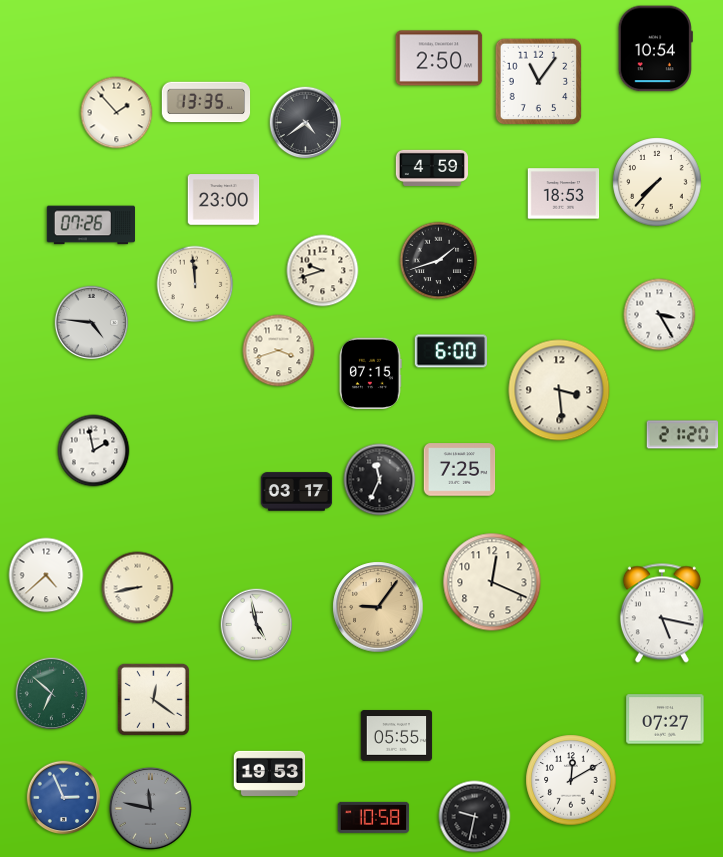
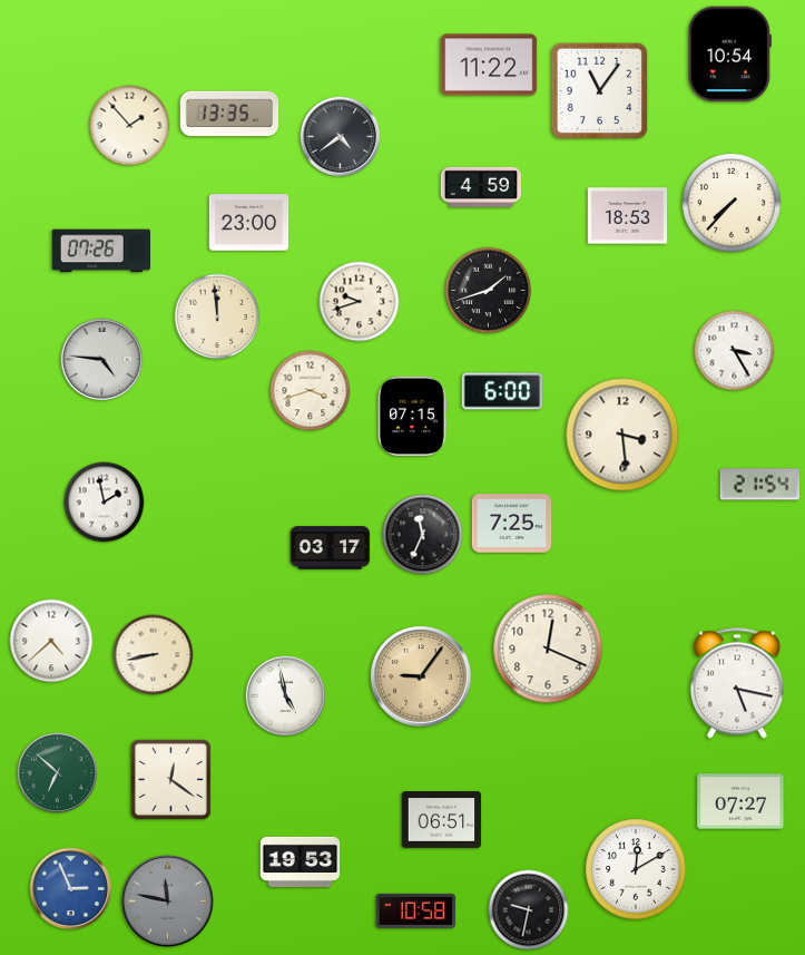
clock at (439, 58): 2:50 -> 11:22
clock at (683, 435): 21:20 -> 21:54
clock at (397, 736): 05:55 -> 06:51
